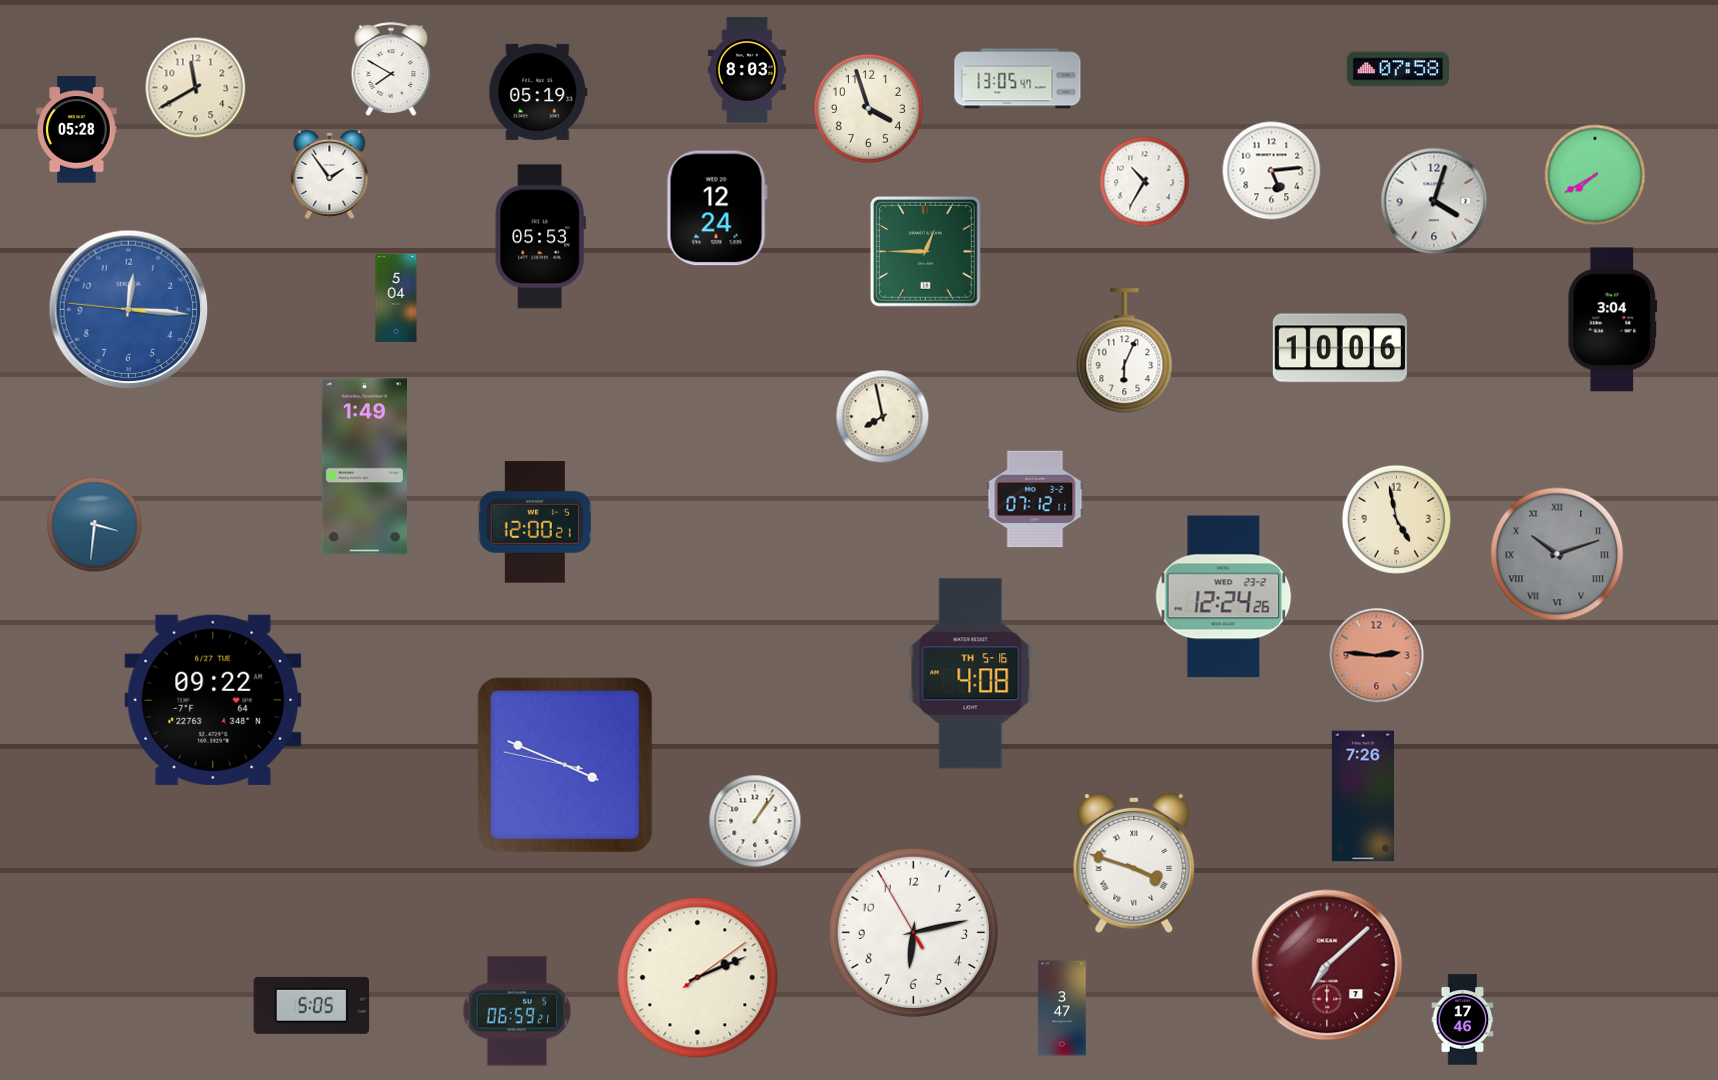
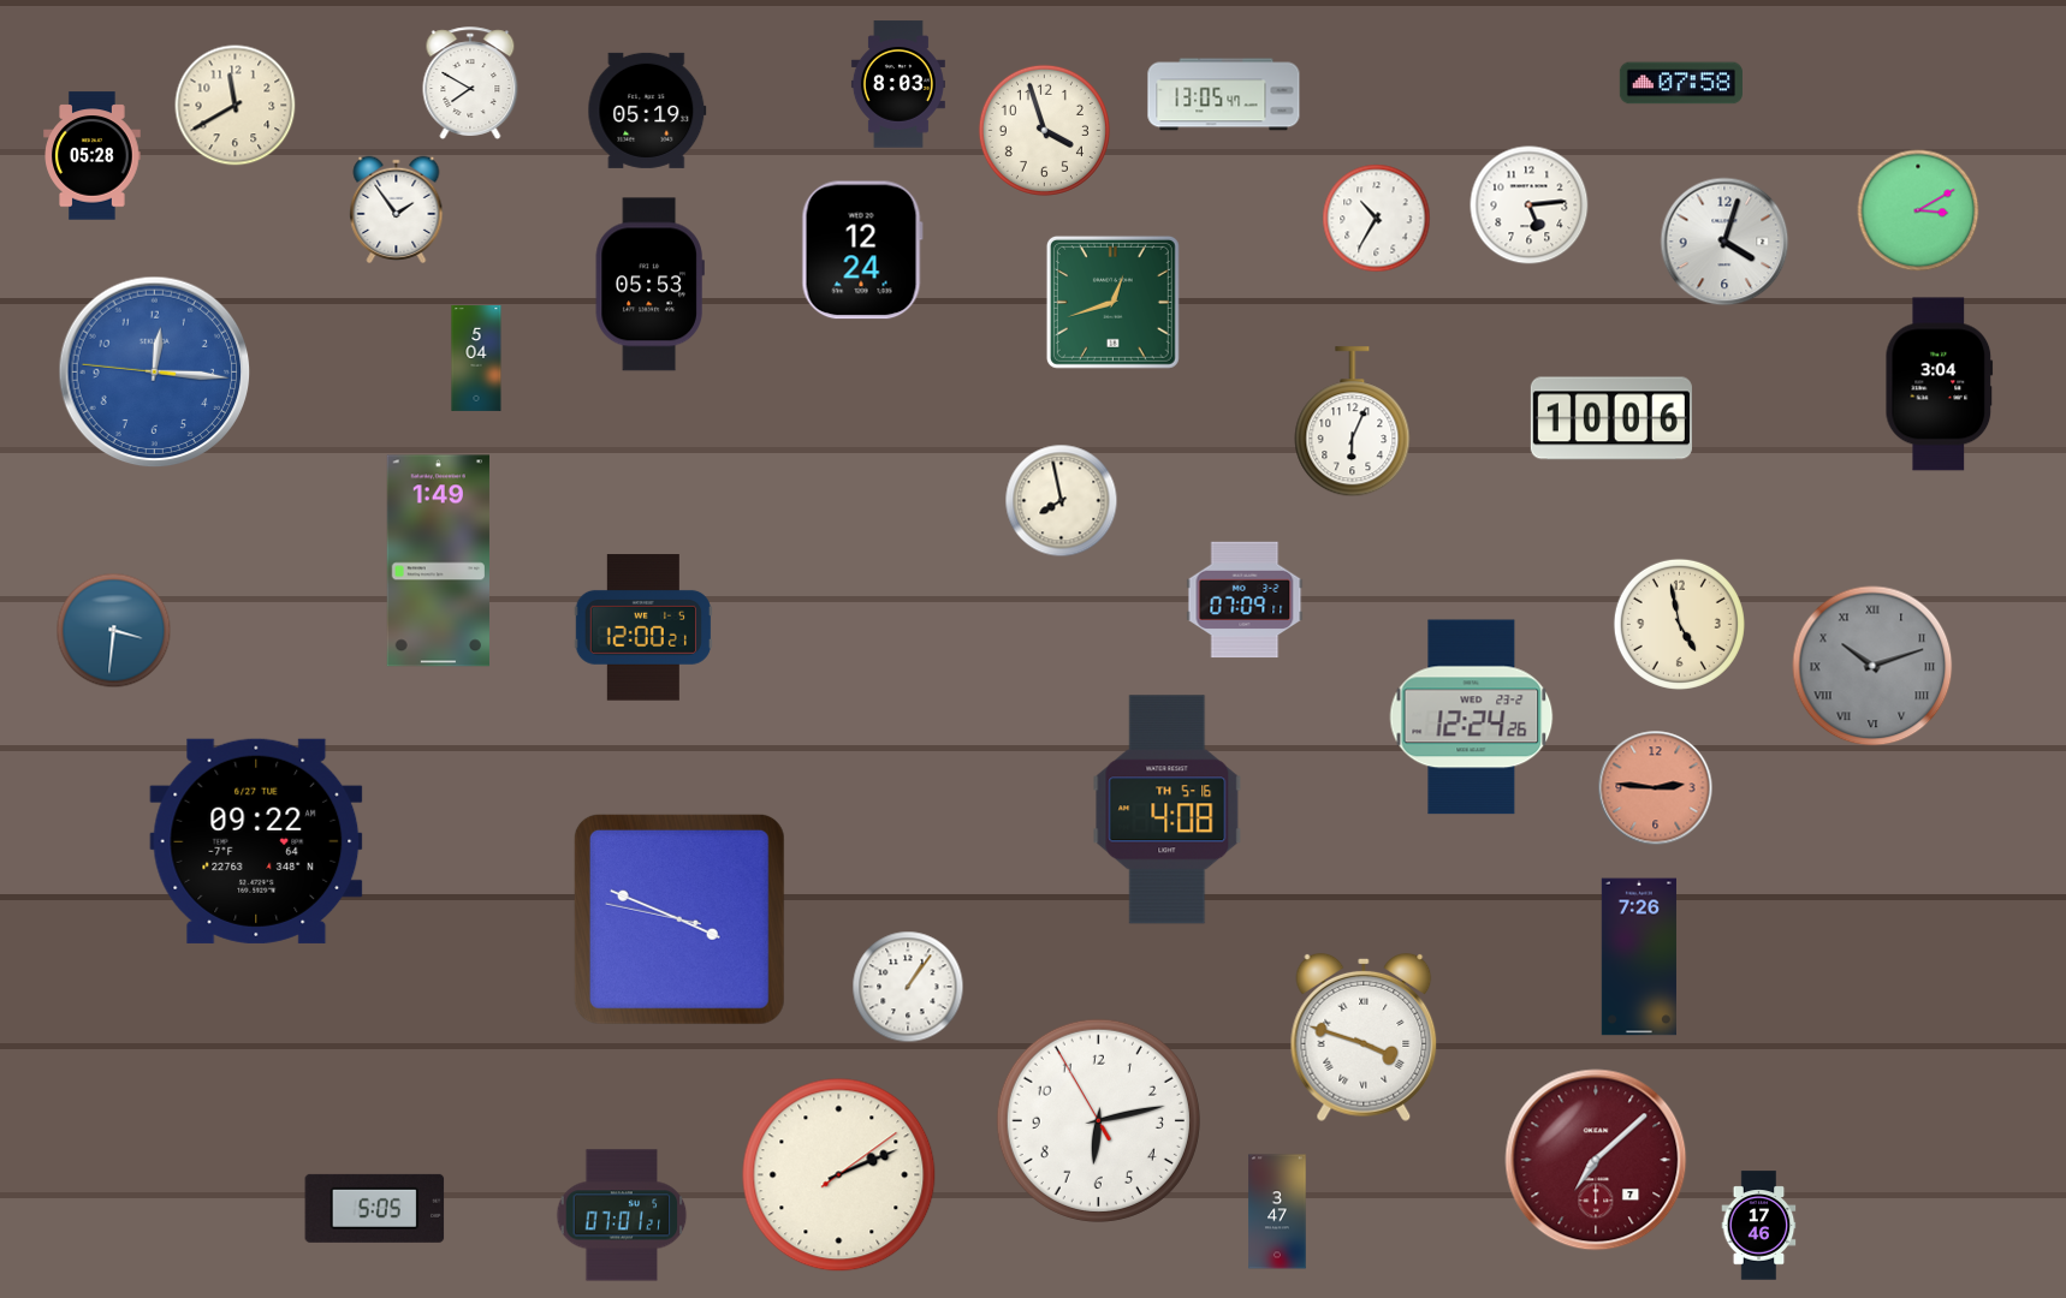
clock at (1595, 175): 7:40 -> 3:10
clock at (925, 251): 12:45 -> 12:42
clock at (1035, 499): 07:12 -> 07:09
clock at (517, 1011): 06:59 -> 07:01
